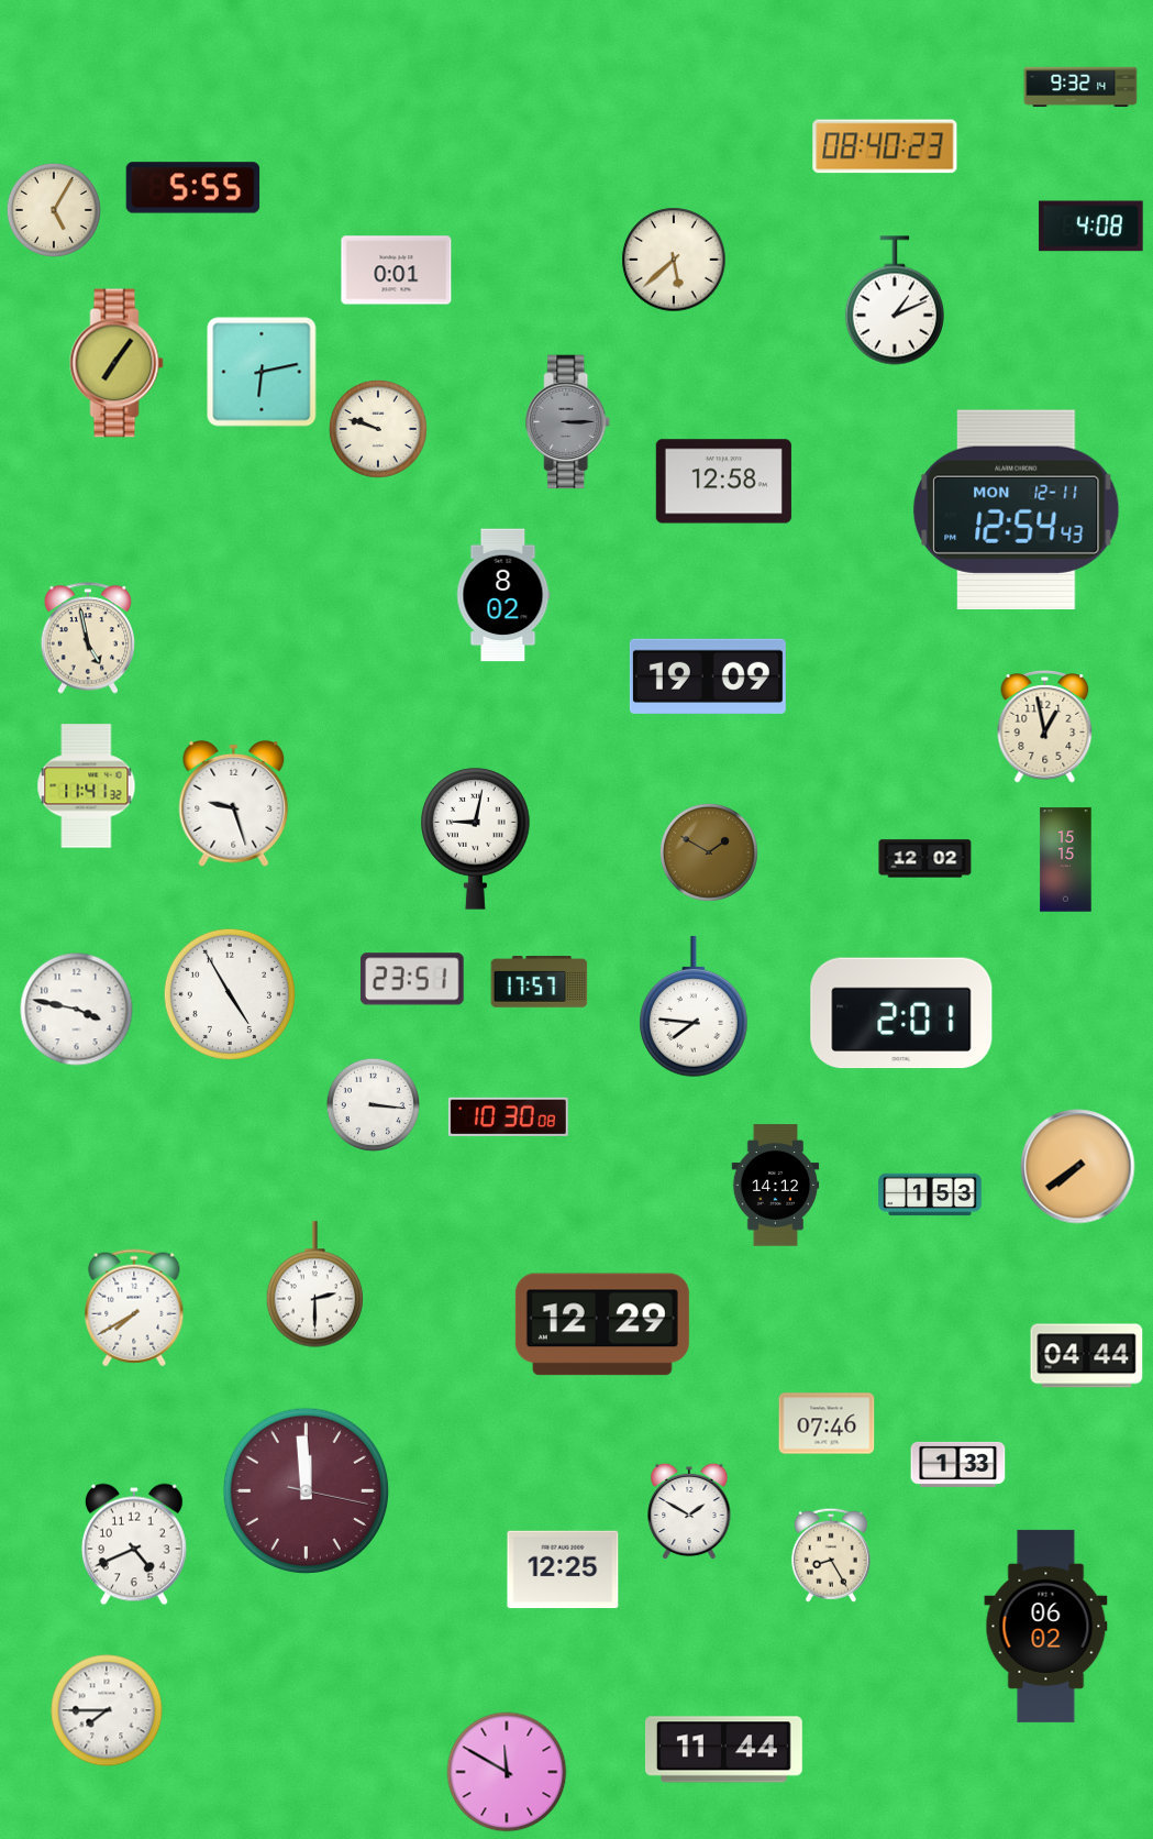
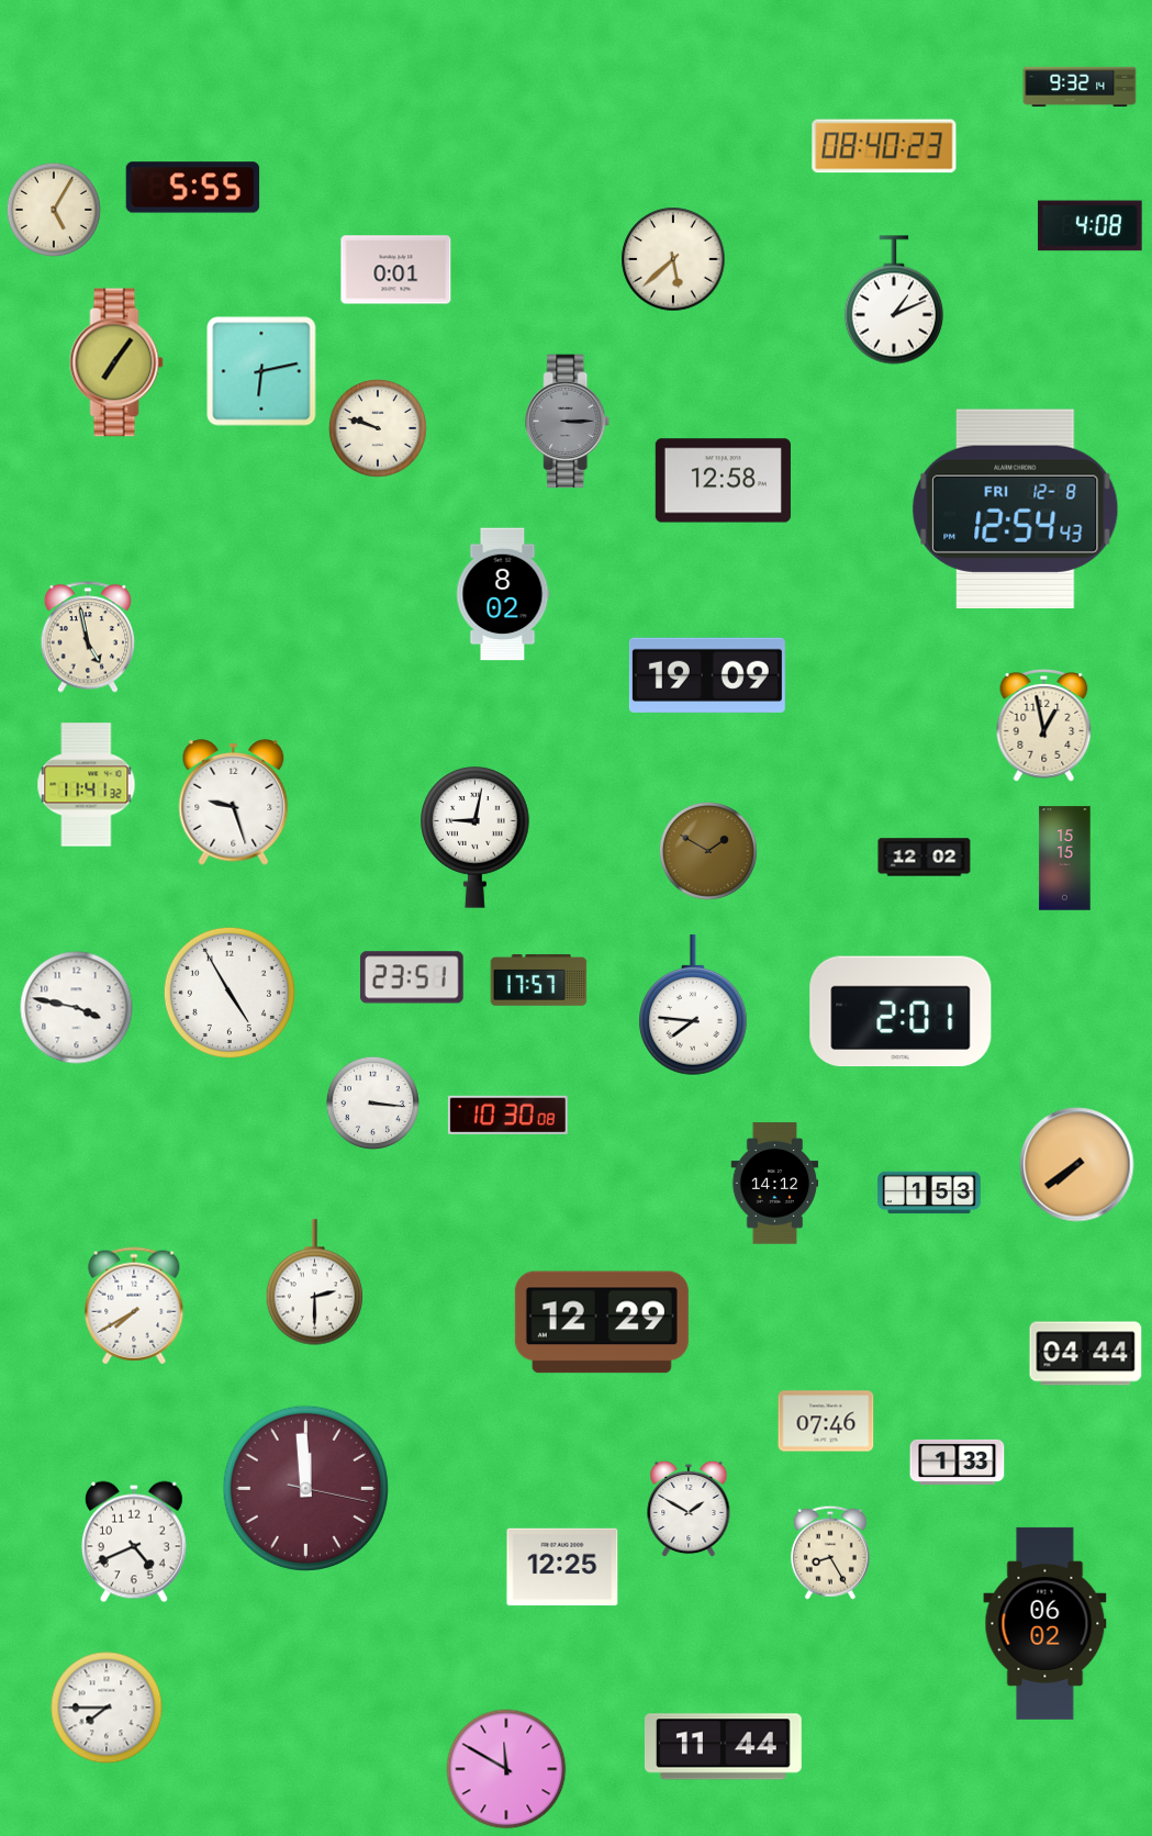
clock at (1017, 509) date: MON 12-11 -> FRI 12-8
